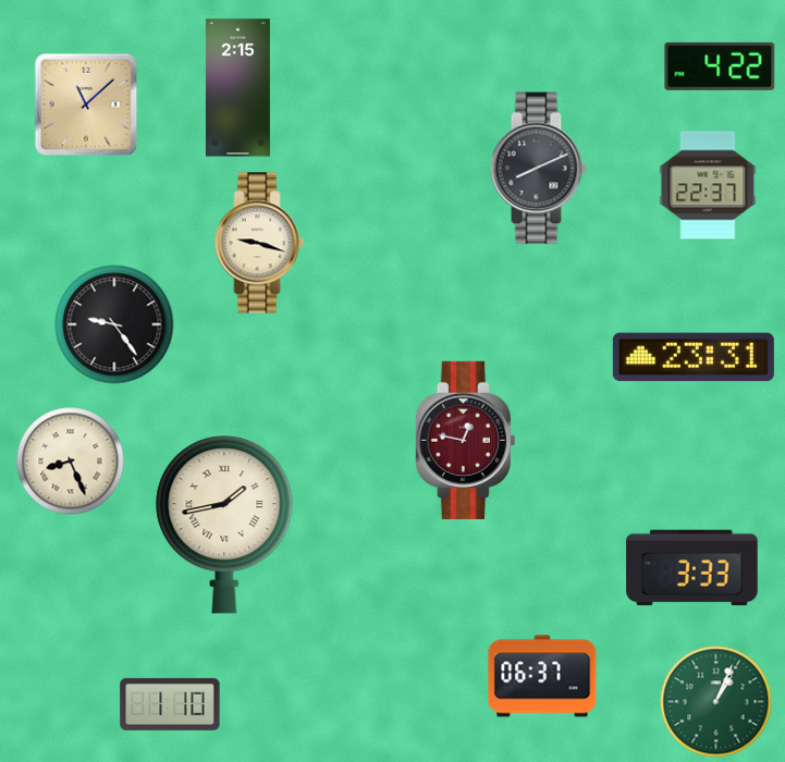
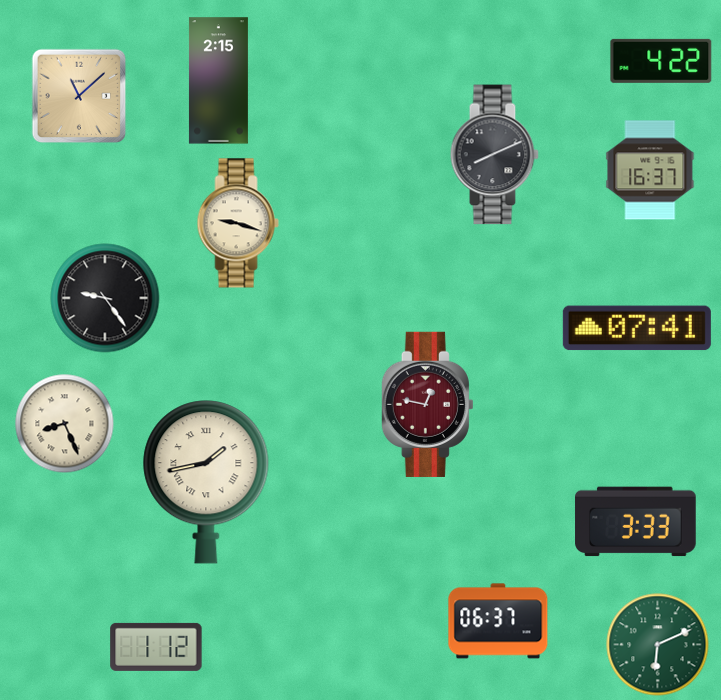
clock at (708, 185): 22:37 -> 16:37
clock at (694, 357): 23:31 -> 07:41
clock at (716, 702): 1:04 -> 6:11
clock at (170, 704): 1:10 -> 1:12
